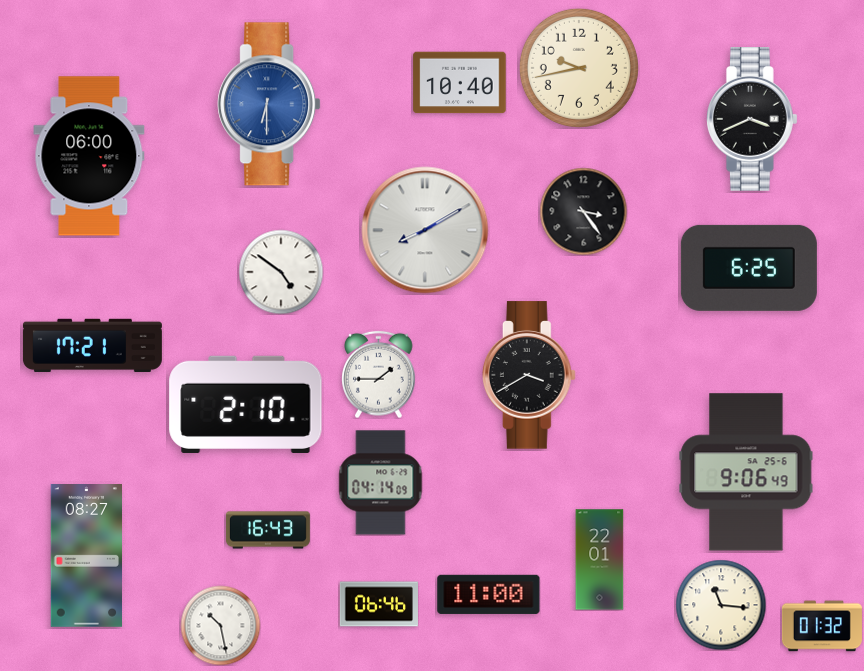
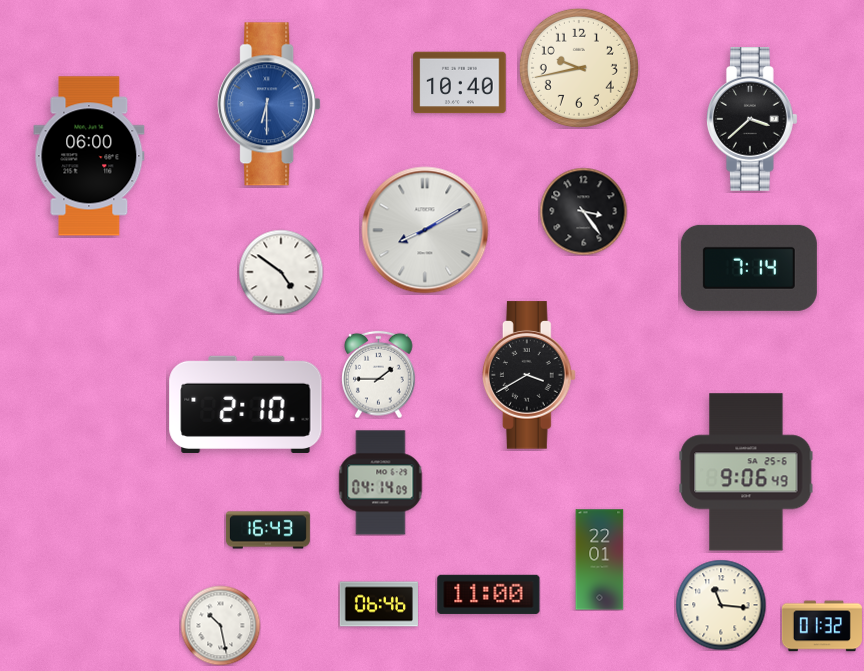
clock at (752, 120): 3:41 -> 3:38
clock at (749, 268): 6:25 -> 7:14
clock at (92, 345): 17:21 -> none
clock at (87, 556): 08:27 -> none
